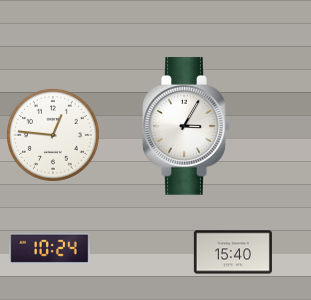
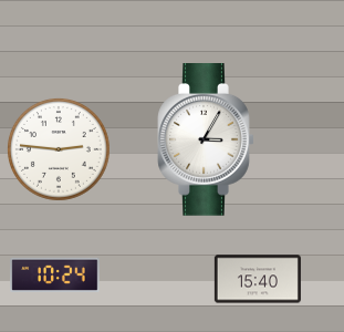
clock at (53, 135): 12:46 -> 2:46
